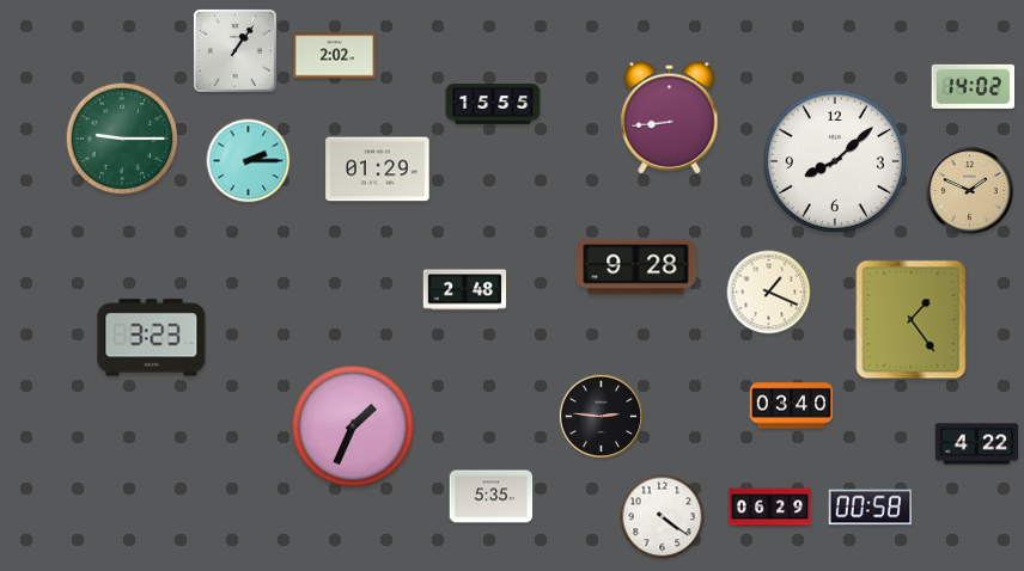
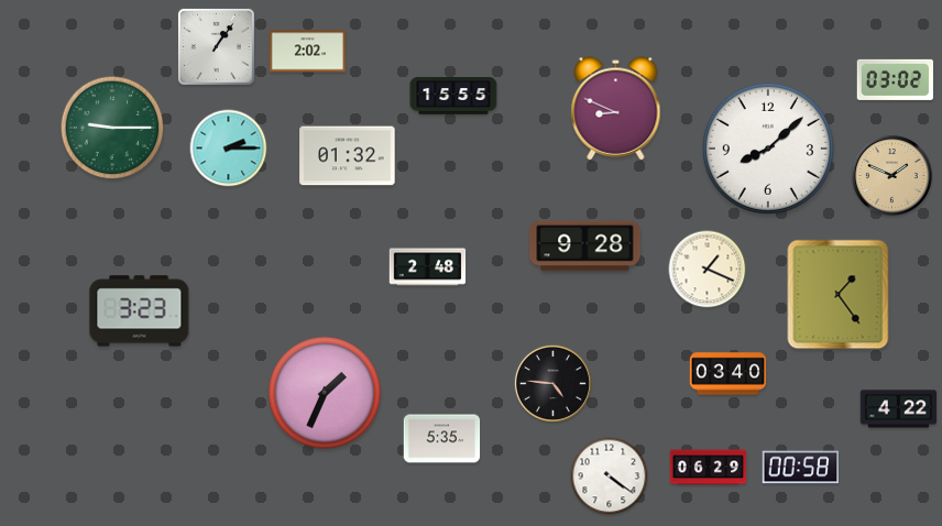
clock at (974, 86): 14:02 -> 03:02
clock at (670, 118): 8:44 -> 8:49
clock at (378, 170): 01:29 -> 01:32
clock at (601, 416): 2:46 -> 4:46
clock at (492, 497) position: (492, 497) -> (442, 439)
